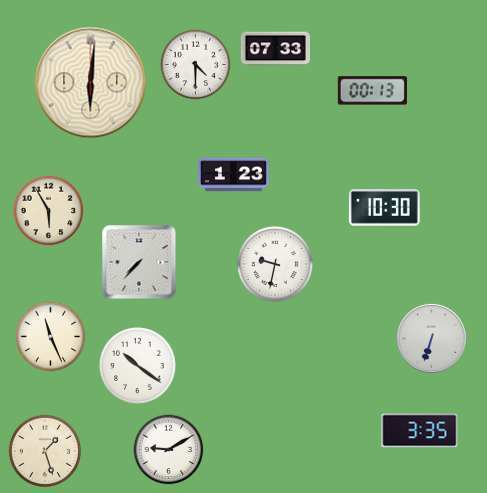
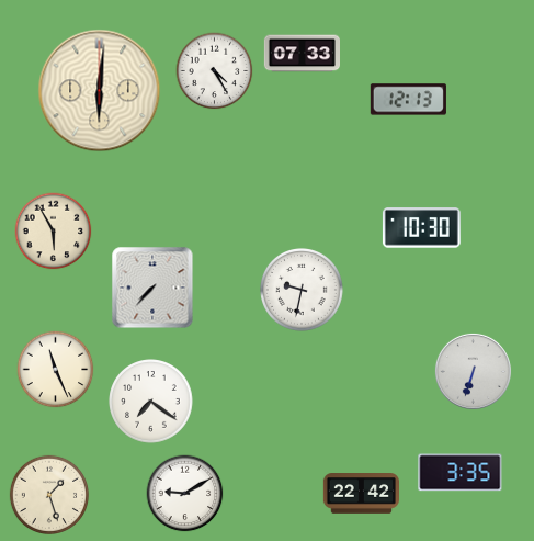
clock at (196, 65): 4:30 -> 4:25
clock at (372, 91): 00:13 -> 12:13
clock at (234, 175): 1:23 -> none
clock at (138, 366): 10:21 -> 7:21
clock at (361, 494): none -> 22:42
